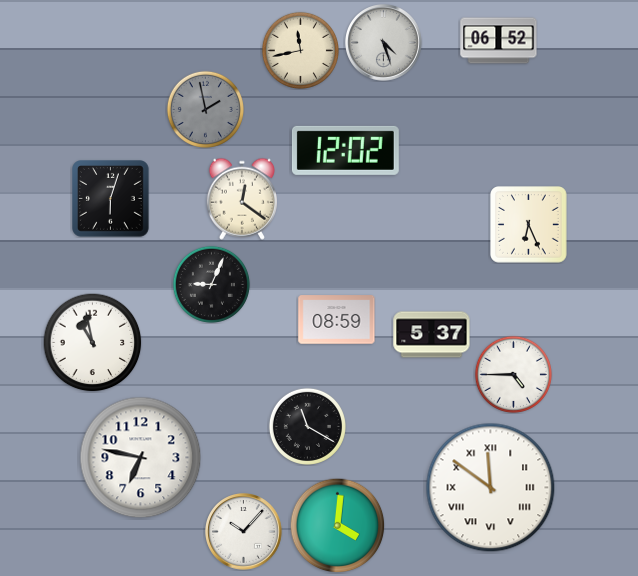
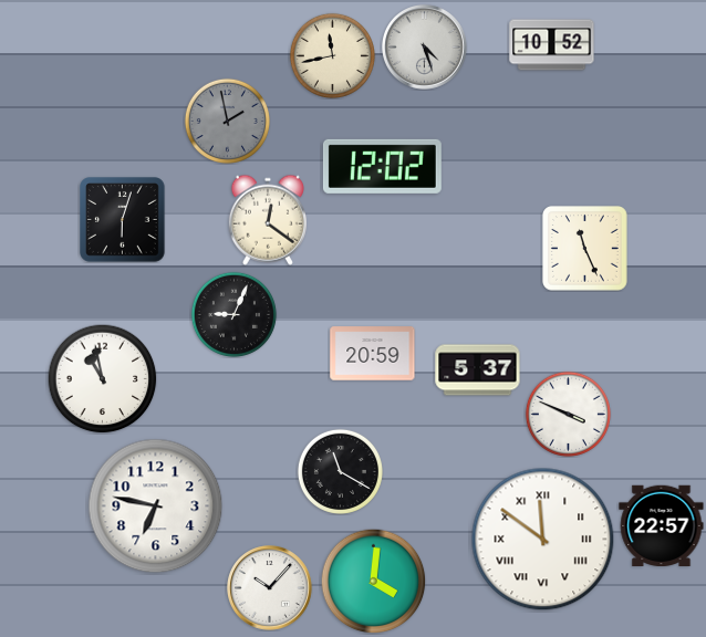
clock at (499, 41): 06:52 -> 10:52
clock at (529, 225): 6:26 -> 11:26
clock at (337, 320): 08:59 -> 20:59
clock at (513, 374): 4:45 -> 3:49
clock at (662, 525): none -> 22:57
